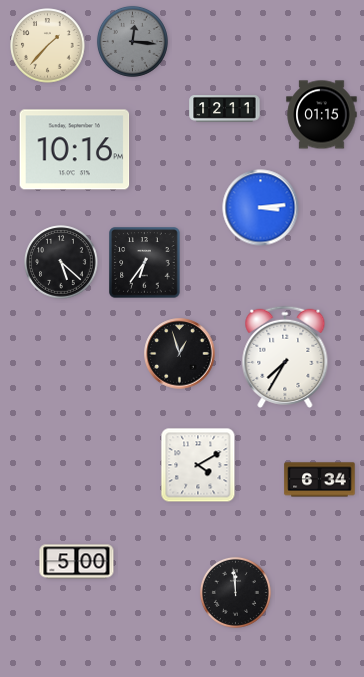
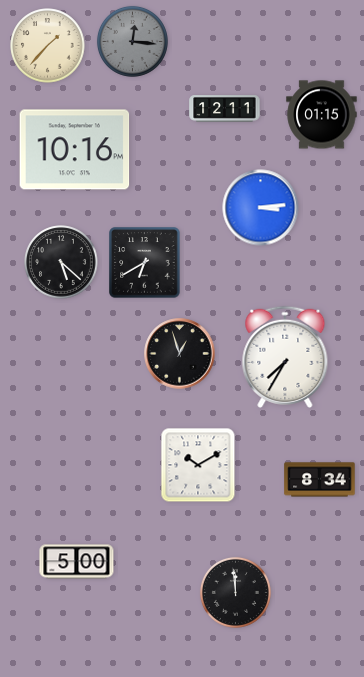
clock at (145, 263): 6:36 -> 6:40
clock at (198, 465): 4:10 -> 10:10
clock at (320, 480): 6:34 -> 8:34
